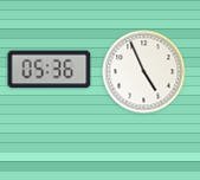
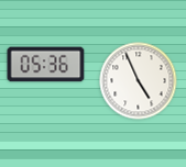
clock at (144, 72) position: (144, 72) -> (139, 81)
